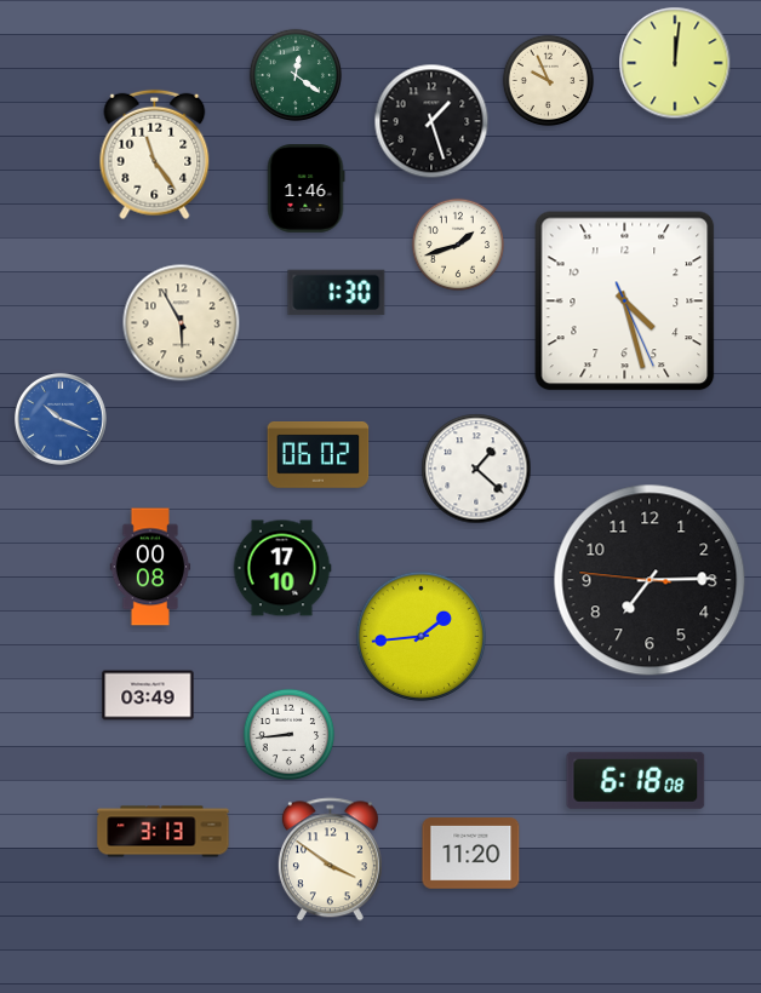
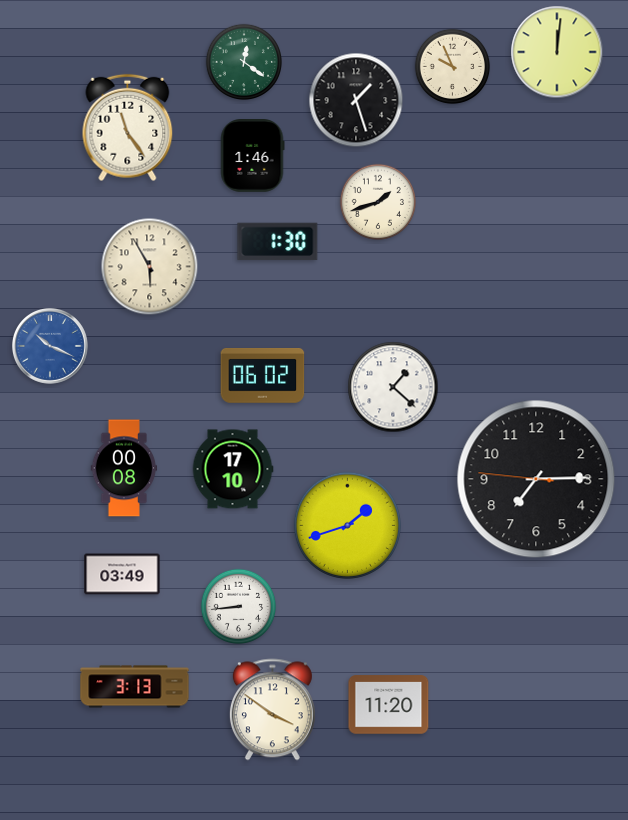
clock at (625, 302): 4:27 -> none
clock at (420, 636): 1:44 -> 1:42
clock at (636, 780): 6:18 -> none
